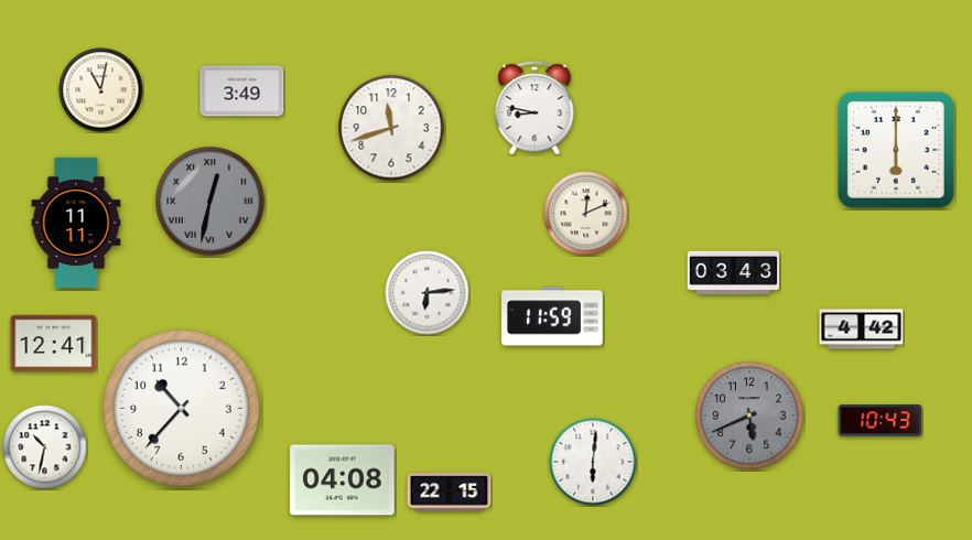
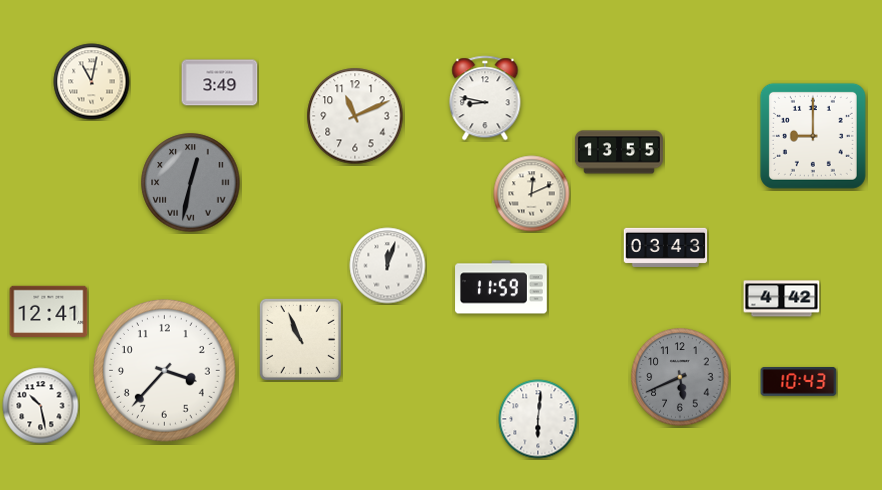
clock at (391, 128): 11:42 -> 11:11
clock at (896, 150): 6:00 -> 9:00
clock at (619, 152): none -> 13:55
clock at (76, 223): 11:11 -> none
clock at (428, 293): 6:14 -> 12:03
clock at (300, 339): none -> 10:56
clock at (181, 408): 10:37 -> 3:37
clock at (45, 447): 10:32 -> 10:28
clock at (343, 480): 04:08 -> none
clock at (450, 493): 22:15 -> none
